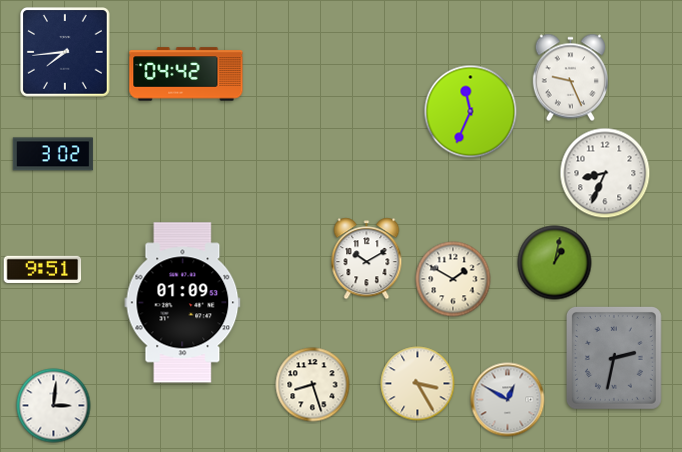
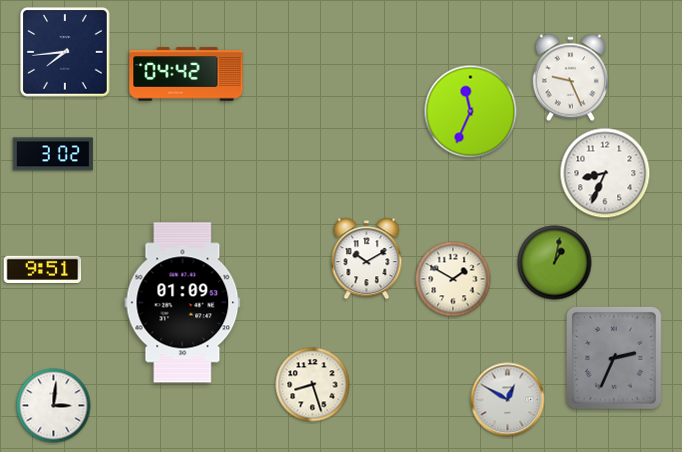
clock at (614, 358): 2:32 -> 2:34
clock at (418, 384): 3:25 -> none
